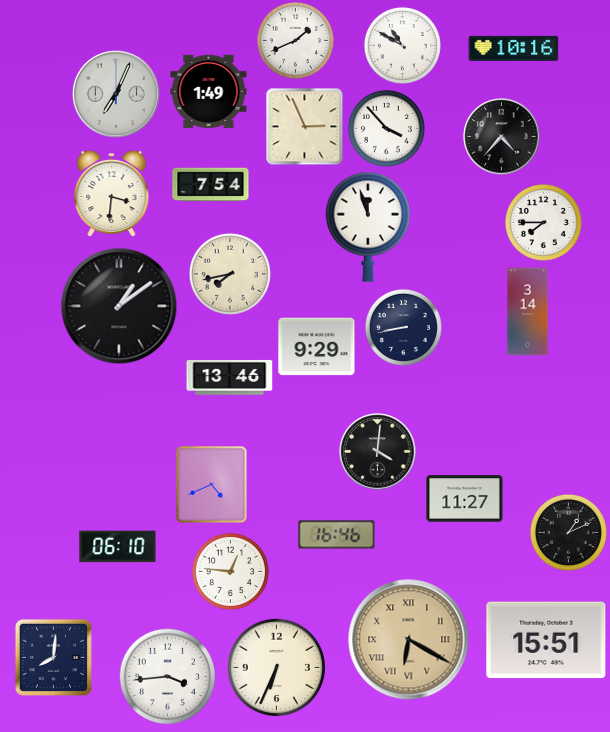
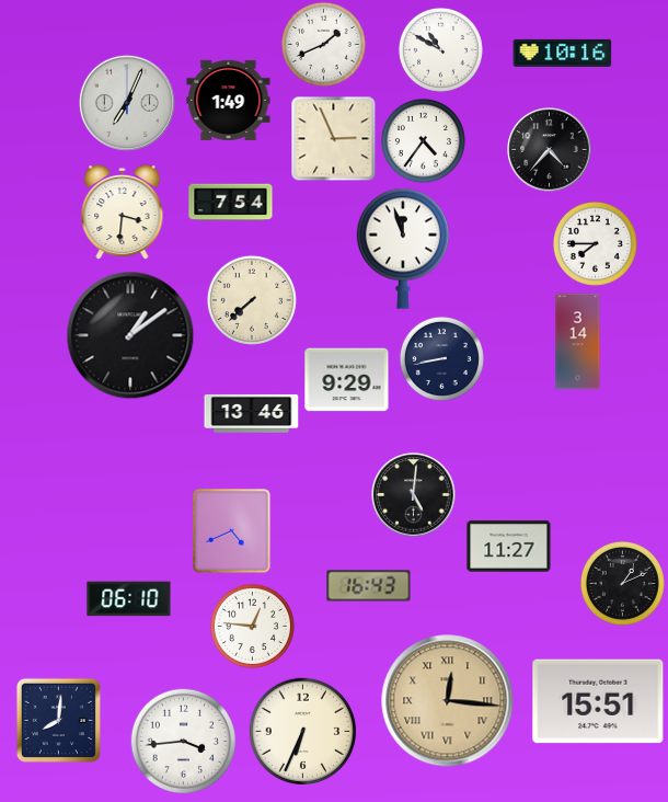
clock at (386, 128): 3:53 -> 4:36
clock at (230, 274): 7:43 -> 7:38
clock at (378, 452): 4:01 -> 5:01
clock at (337, 535): 16:46 -> 16:43
clock at (409, 640): 6:20 -> 12:16
